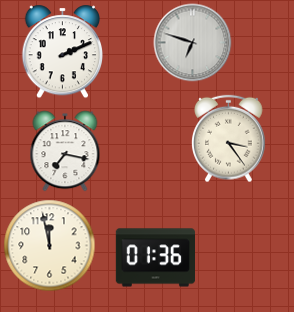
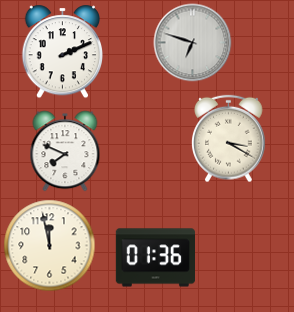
clock at (229, 138): 3:24 -> 3:20
clock at (65, 151): 7:17 -> 7:49
